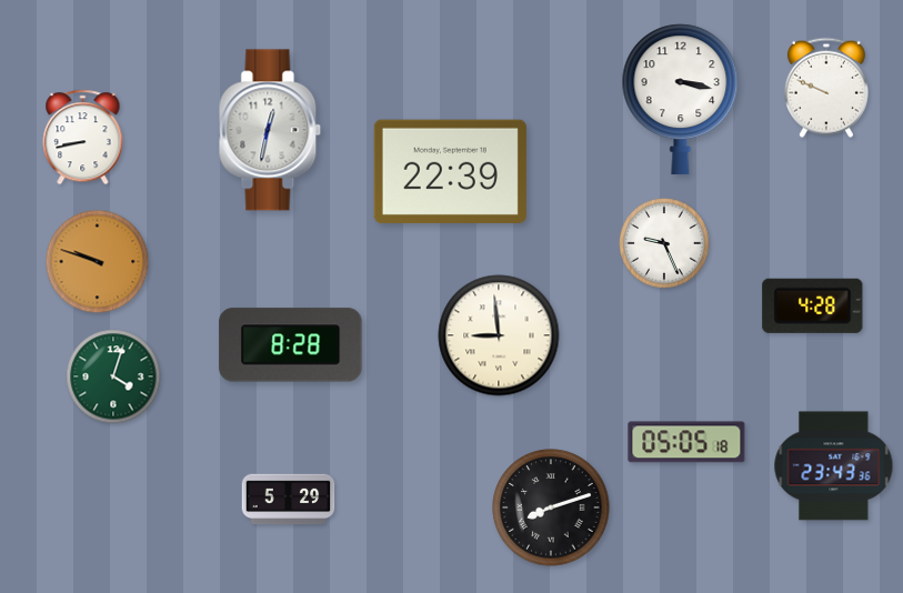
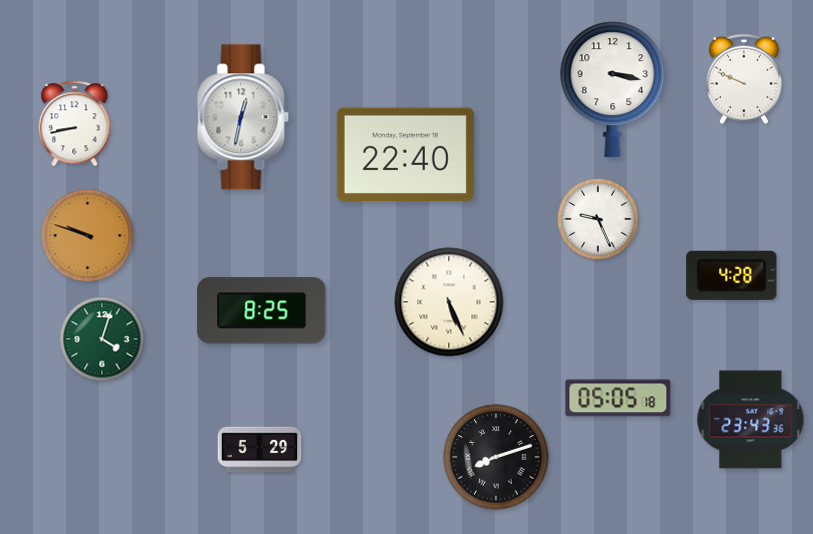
clock at (450, 171): 22:39 -> 22:40
clock at (499, 335): 8:59 -> 5:26
clock at (291, 345): 8:28 -> 8:25
